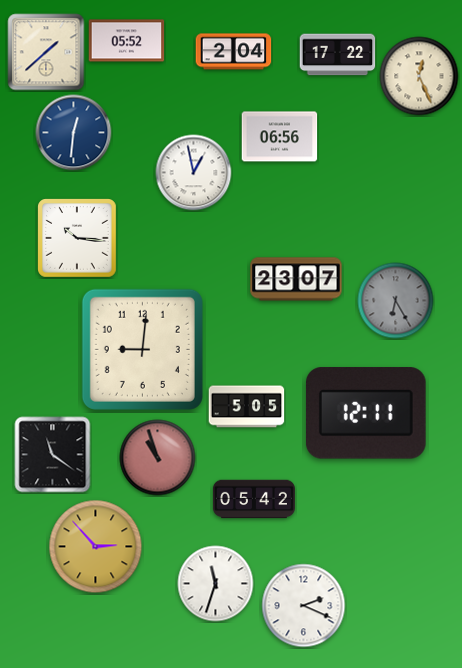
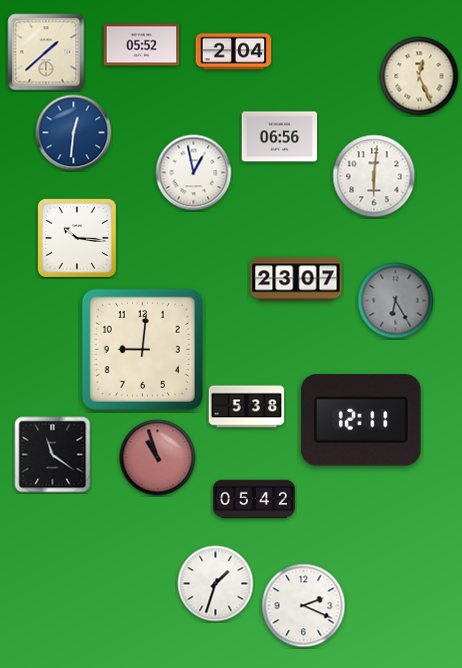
clock at (127, 41) position: (127, 41) -> (142, 45)
clock at (338, 55): 17:22 -> none
clock at (374, 176): none -> 6:01
clock at (247, 407): 5:05 -> 5:38
clock at (366, 413) position: (366, 413) -> (361, 420)
clock at (96, 547): 2:53 -> none
clock at (216, 584): 11:33 -> 1:33
